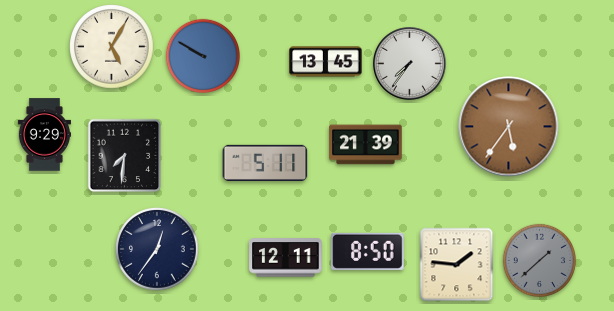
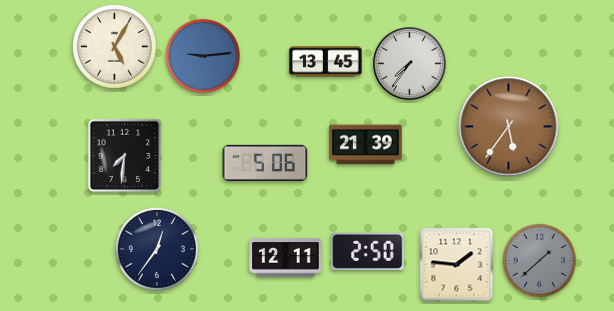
clock at (112, 47) position: (112, 47) -> (115, 47)
clock at (202, 55): 9:50 -> 9:14
clock at (44, 135): 9:29 -> none
clock at (265, 163): 5:11 -> 5:06
clock at (368, 251): 8:50 -> 2:50
